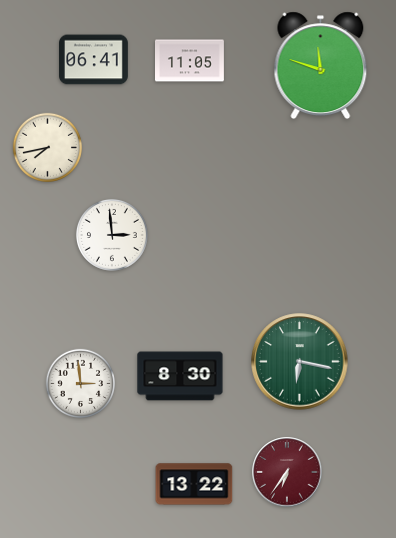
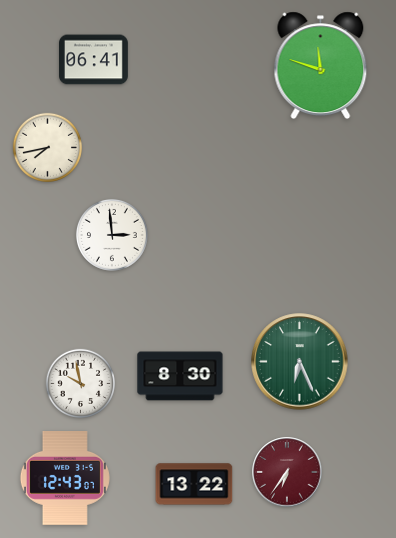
clock at (190, 61): 11:05 -> none
clock at (300, 362): 6:17 -> 6:26
clock at (80, 383): 2:59 -> 9:58
clock at (65, 479): none -> 12:43
